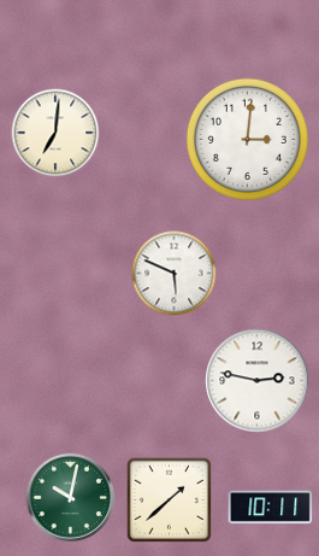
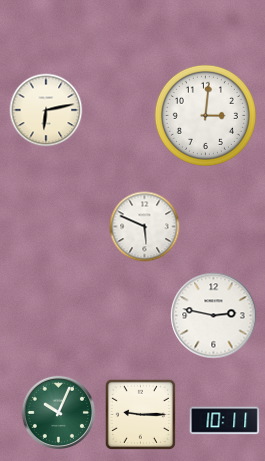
clock at (55, 133): 7:01 -> 6:13
clock at (70, 497): 10:02 -> 10:04
clock at (169, 499): 1:38 -> 9:15
